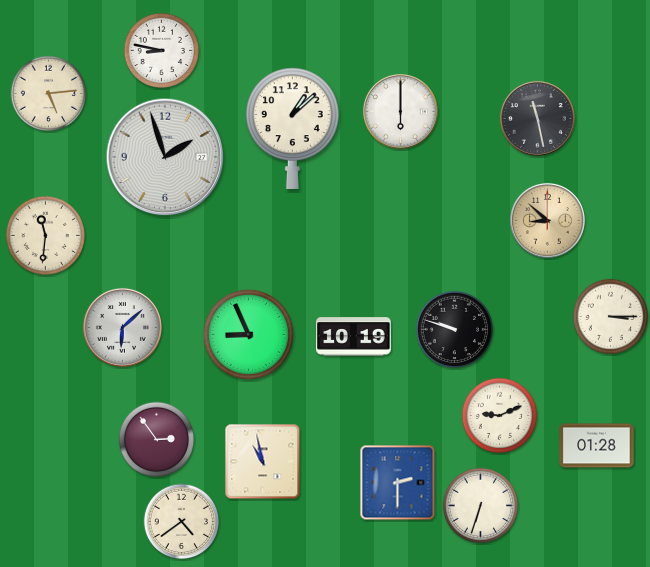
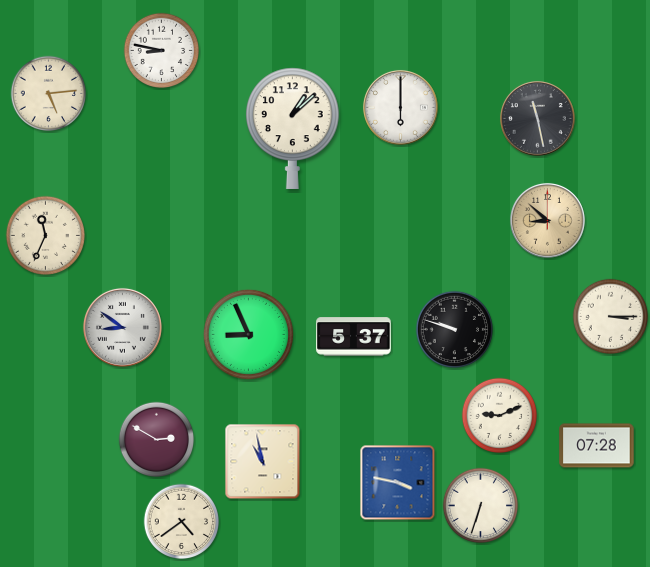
clock at (400, 111) position: (400, 111) -> (400, 107)
clock at (165, 157): 1:57 -> none
clock at (45, 235): 11:31 -> 11:34
clock at (122, 327): 6:08 -> 8:51
clock at (354, 337): 10:19 -> 5:37
clock at (157, 440): 2:54 -> 2:50
clock at (597, 446): 01:28 -> 07:28
clock at (398, 483): 2:30 -> 3:47
